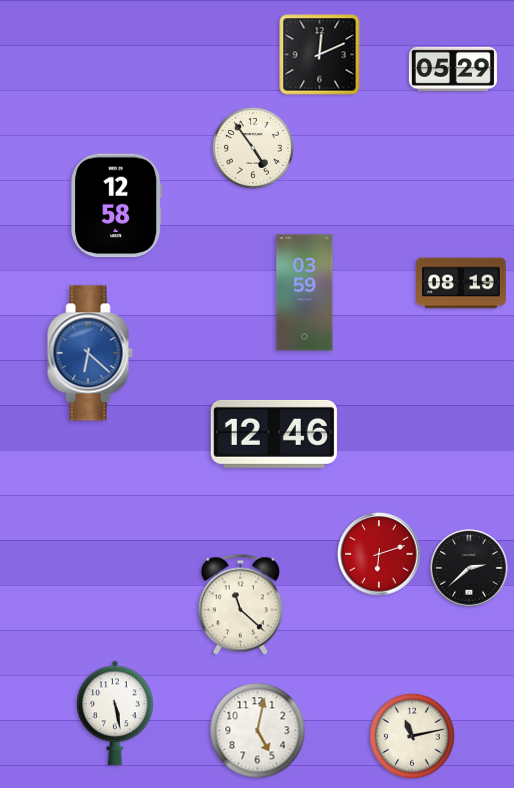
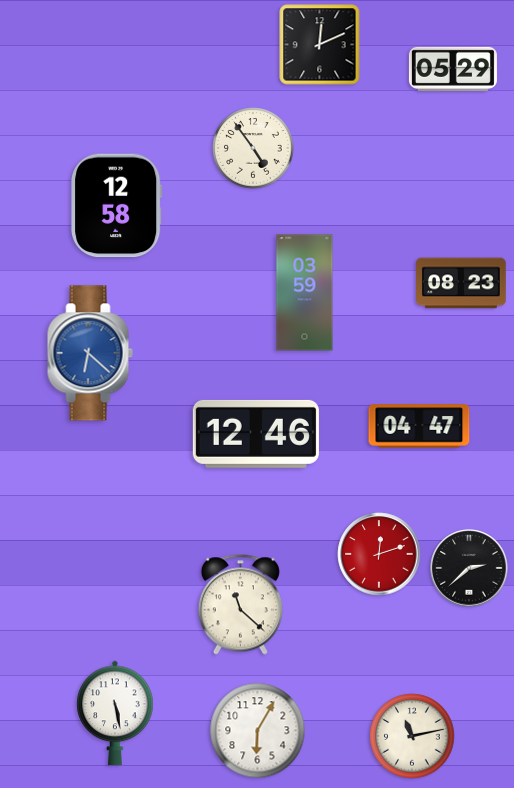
clock at (320, 55) position: (320, 55) -> (320, 45)
clock at (462, 283): 08:19 -> 08:23
clock at (419, 426): none -> 04:47
clock at (274, 434) position: (274, 434) -> (256, 434)
clock at (379, 554): 6:12 -> 12:12
clock at (258, 731): 5:02 -> 6:05
